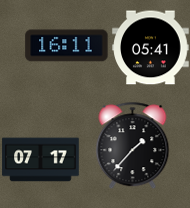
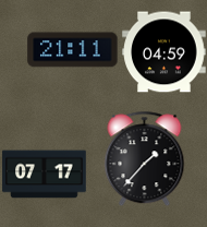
clock at (67, 46): 16:11 -> 21:11
clock at (151, 48): 05:41 -> 04:59
